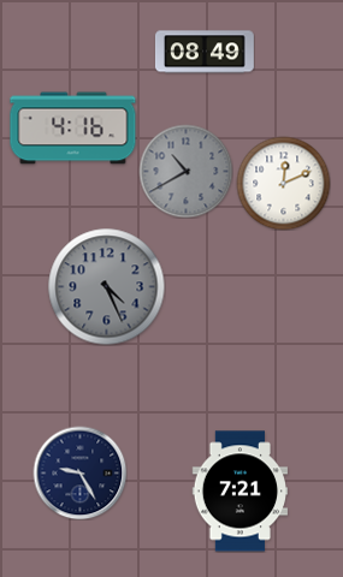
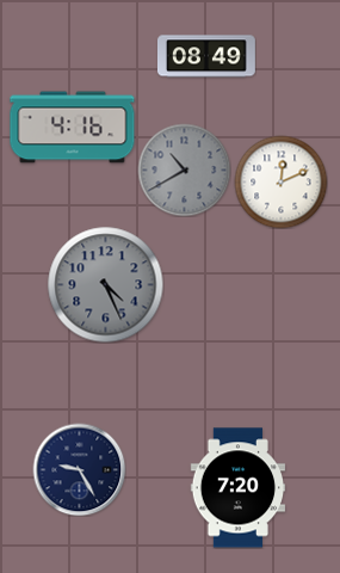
clock at (205, 52) position: (205, 52) -> (206, 56)
clock at (241, 492): 7:21 -> 7:20
